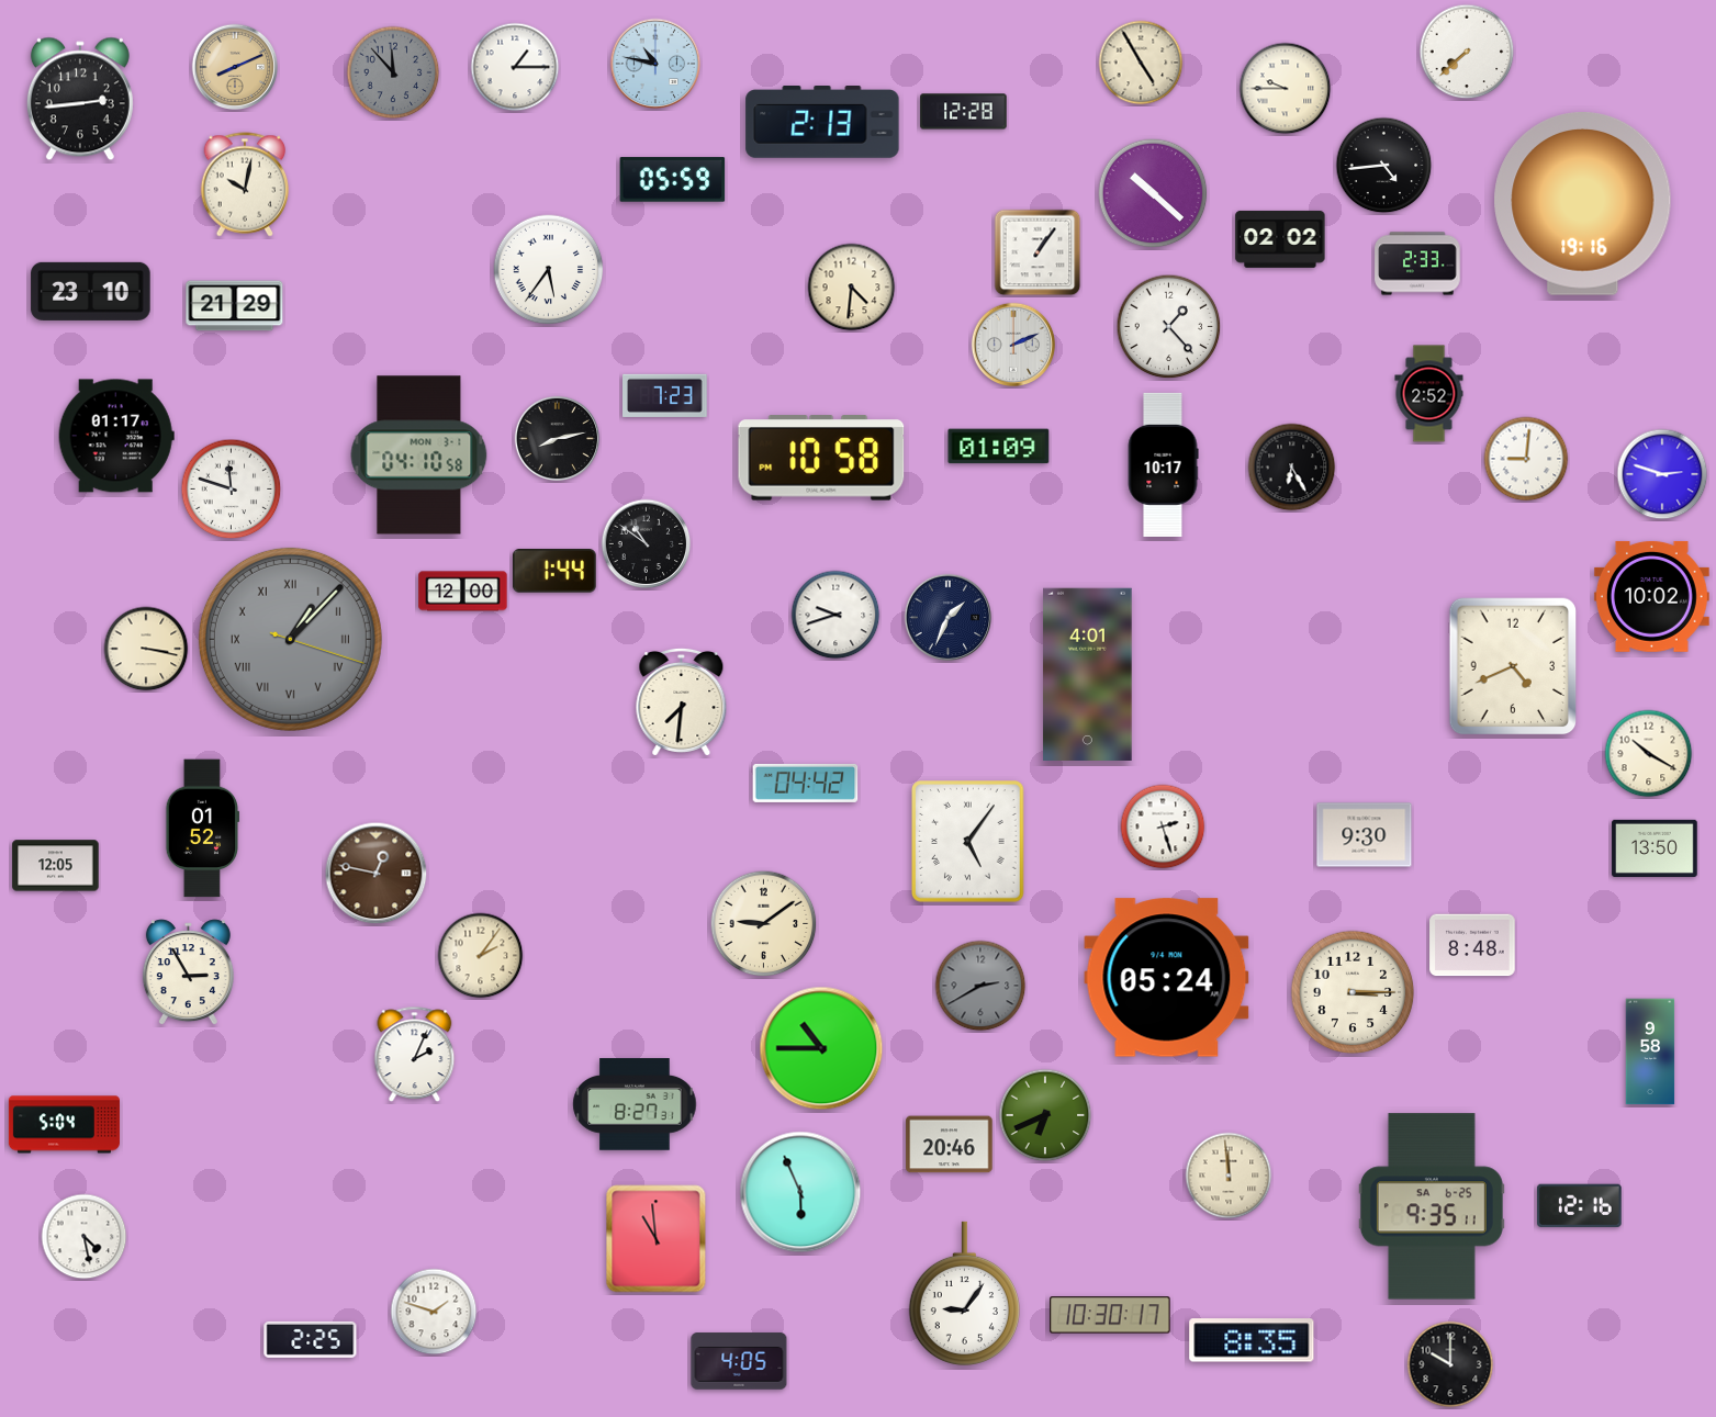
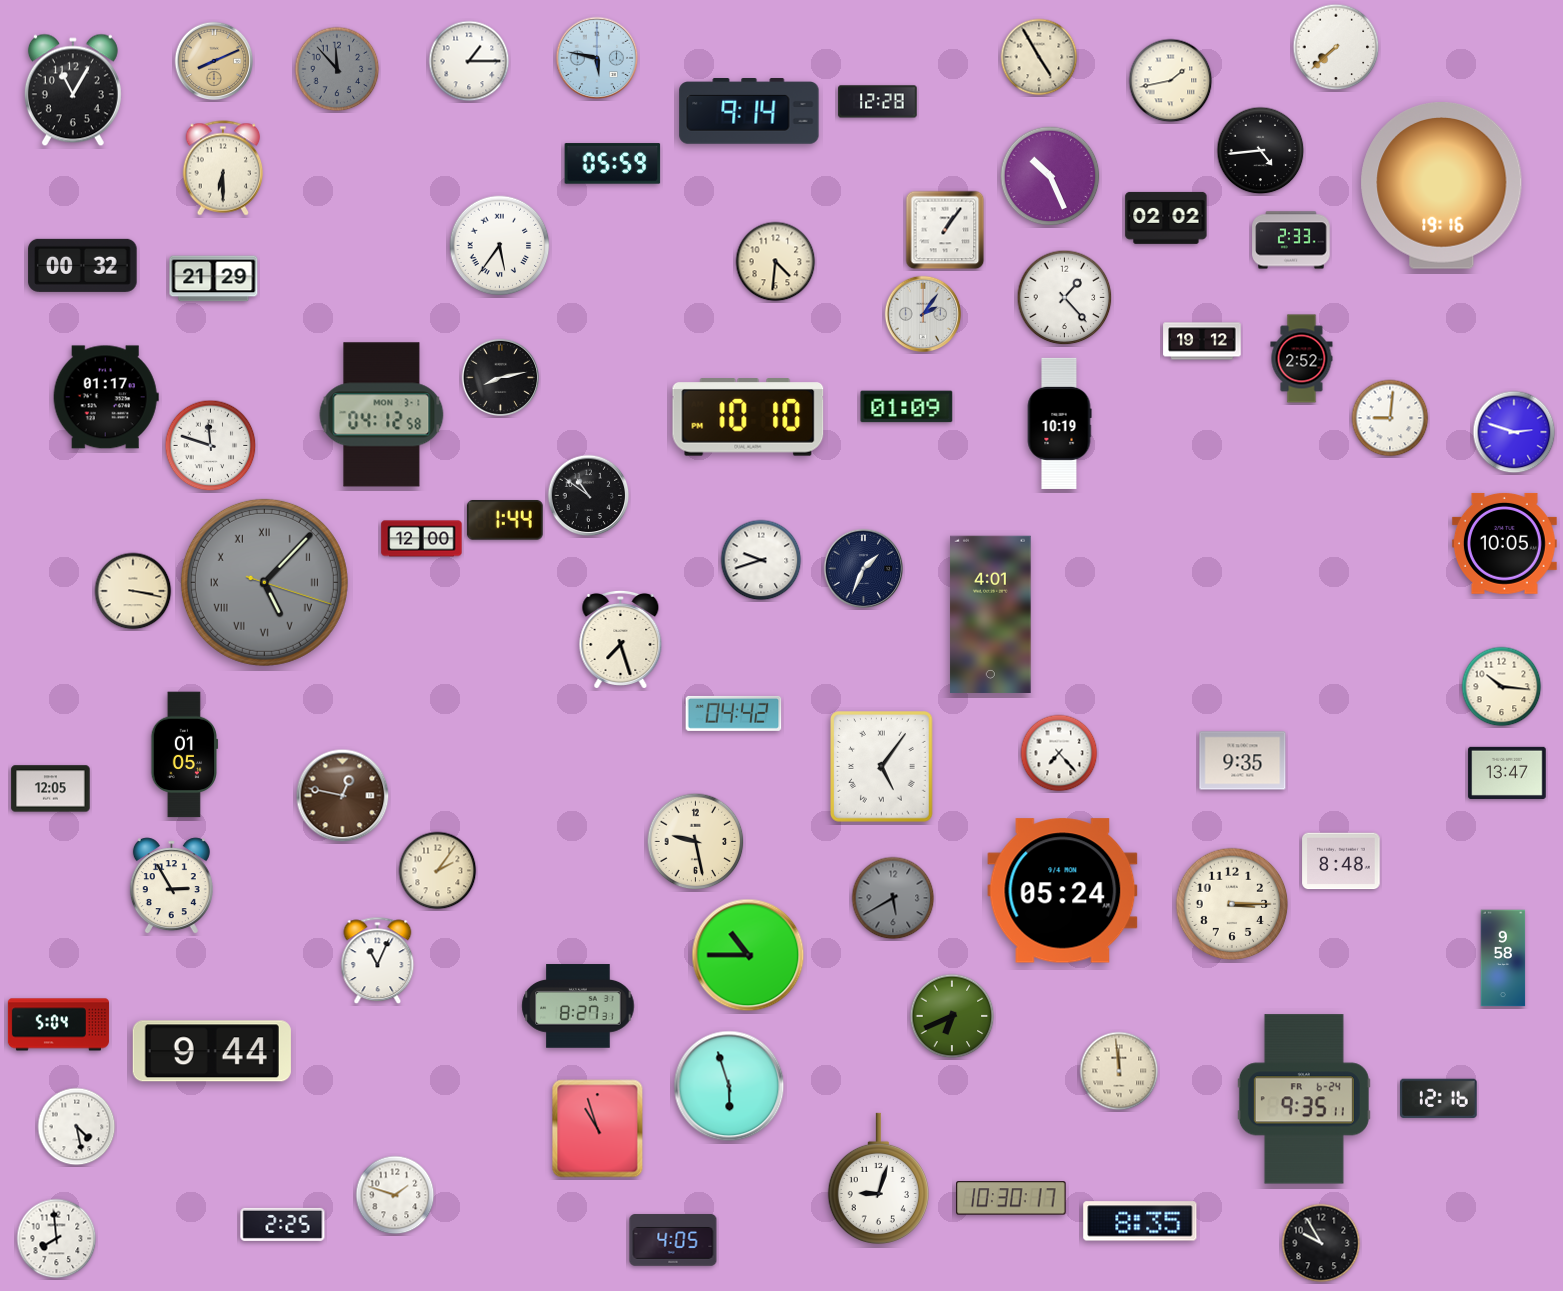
clock at (655, 64): 10:47 -> 5:47
clock at (393, 72) position: (393, 72) -> (337, 69)
clock at (1286, 89): 9:45 -> 1:43
clock at (80, 99): 2:44 -> 11:05
clock at (822, 123): 2:13 -> 9:14
clock at (245, 184): 10:02 -> 6:30
clock at (1153, 193): 10:22 -> 10:26
clock at (91, 291): 23:10 -> 00:32
clock at (1013, 345): 2:11 -> 2:06
clock at (1202, 341): none -> 19:12
clock at (665, 395): 7:23 -> none
clock at (558, 439) position: (558, 439) -> (501, 378)
clock at (999, 447) position: (999, 447) -> (907, 407)
clock at (419, 456): 04:10 -> 04:12
clock at (821, 458): 10:58 -> 10:10
clock at (1163, 464): 10:17 -> 10:19
clock at (1292, 468): 6:25 -> none
clock at (1651, 596): 10:02 -> 10:05
clock at (949, 618) position: (949, 618) -> (864, 569)
clock at (290, 639): 1:07 -> 5:07
clock at (1513, 666): 4:41 -> none
clock at (682, 701): 7:31 -> 7:27
clock at (1649, 754): 10:20 -> 10:16
clock at (1163, 826): 2:27 -> 7:23
clock at (203, 829): 01:52 -> 01:05
clock at (1365, 835): 9:30 -> 9:35
clock at (1655, 848): 13:50 -> 13:47
clock at (764, 924): 9:09 -> 9:28
clock at (980, 986): 2:40 -> 5:40
clock at (415, 1055): 2:04 -> 11:04
clock at (950, 1145): 20:46 -> none
clock at (212, 1051): none -> 9:44
clock at (800, 1192): 5:56 -> 5:57
clock at (1432, 1206) date: SA 6-25 -> FR 6-24
clock at (657, 1239): 10:59 -> 10:57
clock at (964, 1294): 9:06 -> 9:03
clock at (311, 1339) position: (311, 1339) -> (283, 1224)
clock at (57, 1239): none -> 7:59
clock at (1450, 1364): 10:00 -> 9:55
